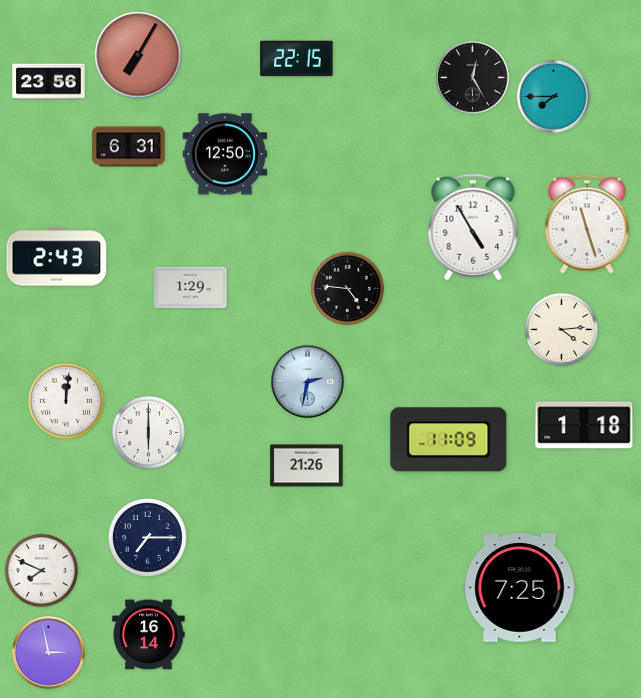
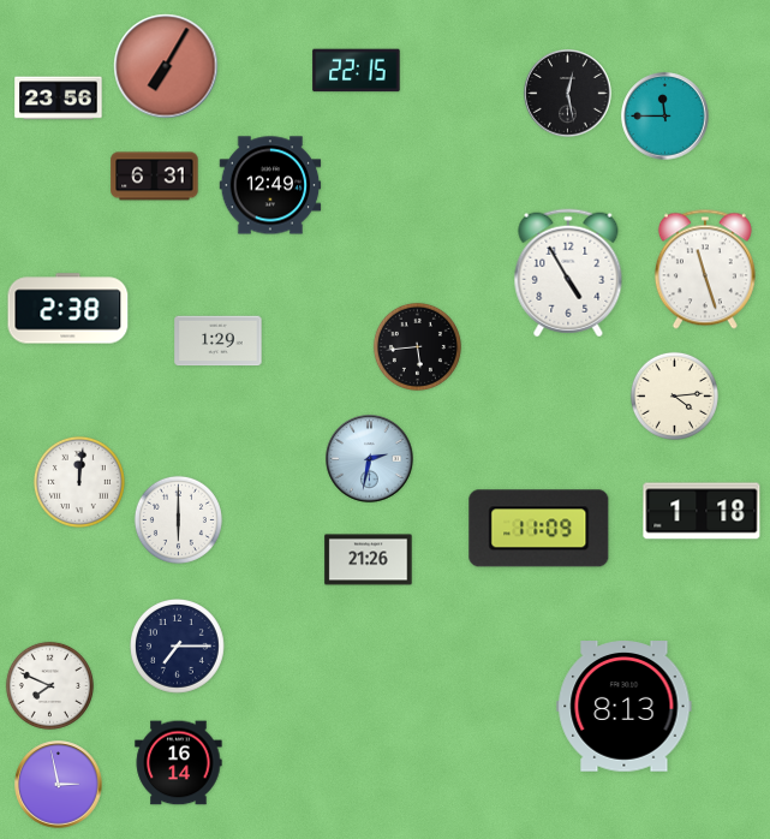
clock at (473, 78): 12:25 -> 12:28
clock at (554, 97): 7:45 -> 11:45
clock at (225, 154): 12:50 -> 12:49
clock at (57, 257): 2:43 -> 2:38
clock at (191, 288) position: (191, 288) -> (219, 341)
clock at (347, 288): 4:46 -> 5:44
clock at (520, 588): 7:25 -> 8:13
